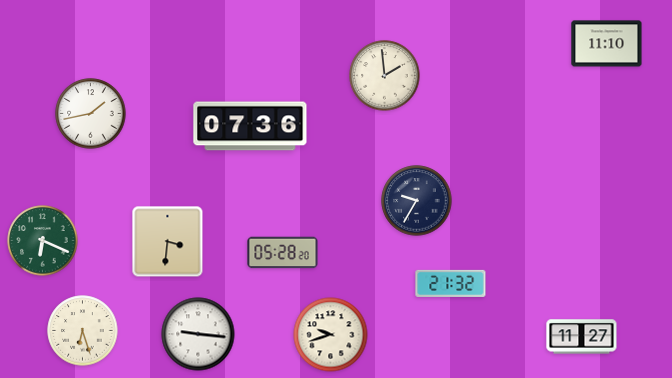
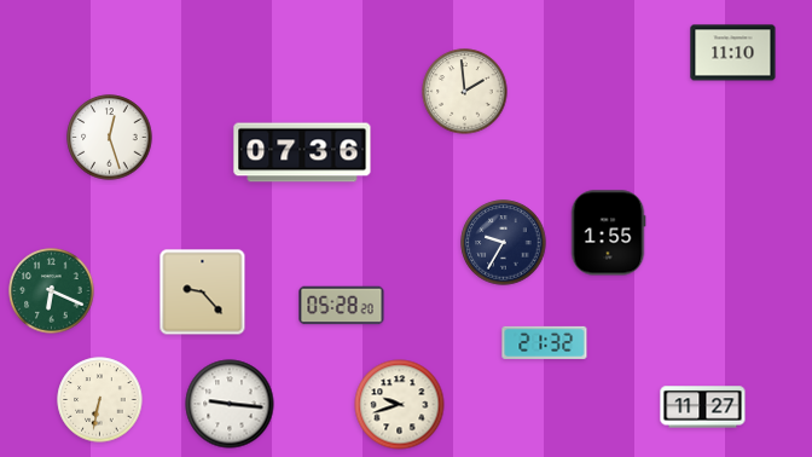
clock at (91, 114): 1:43 -> 12:27
clock at (608, 233): none -> 1:55
clock at (168, 242): 3:31 -> 9:23
clock at (83, 331): 6:27 -> 6:32
clock at (198, 334) position: (198, 334) -> (230, 404)
